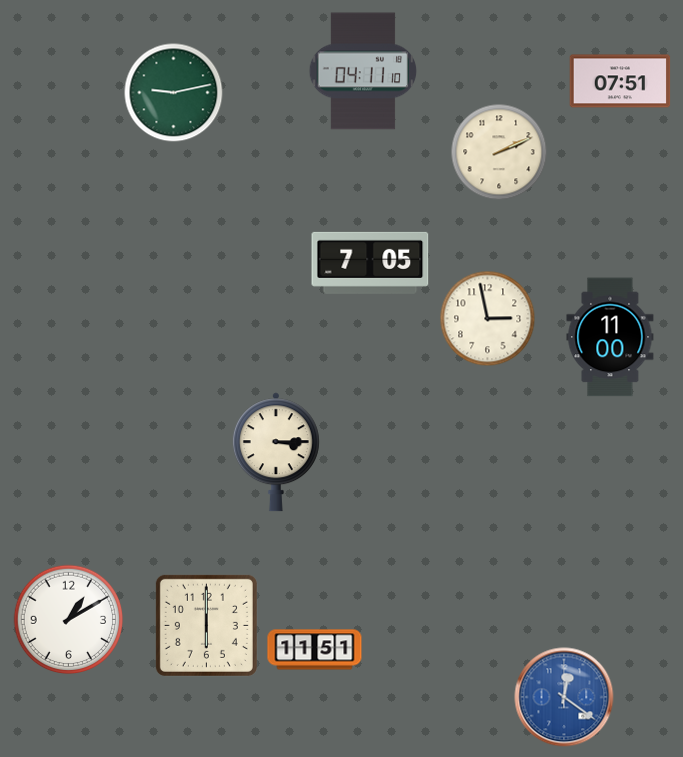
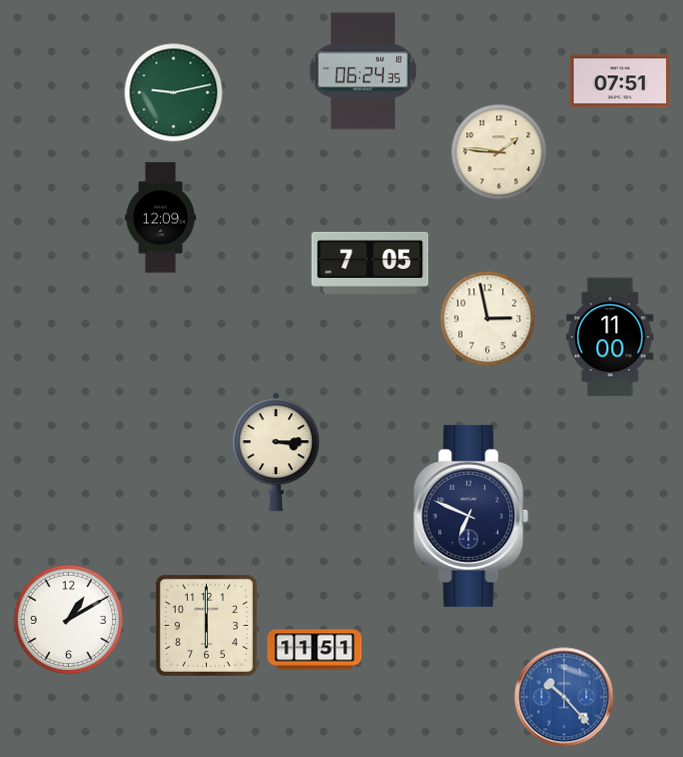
clock at (363, 71): 04:11 -> 06:24
clock at (499, 152): 2:11 -> 1:46
clock at (160, 218): none -> 12:09
clock at (471, 516): none -> 6:49
clock at (564, 697): 12:21 -> 10:23
